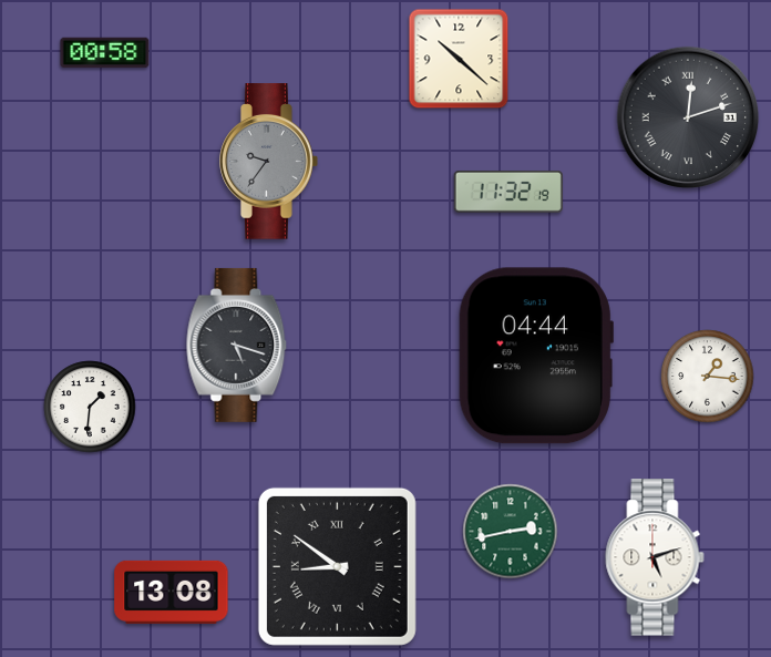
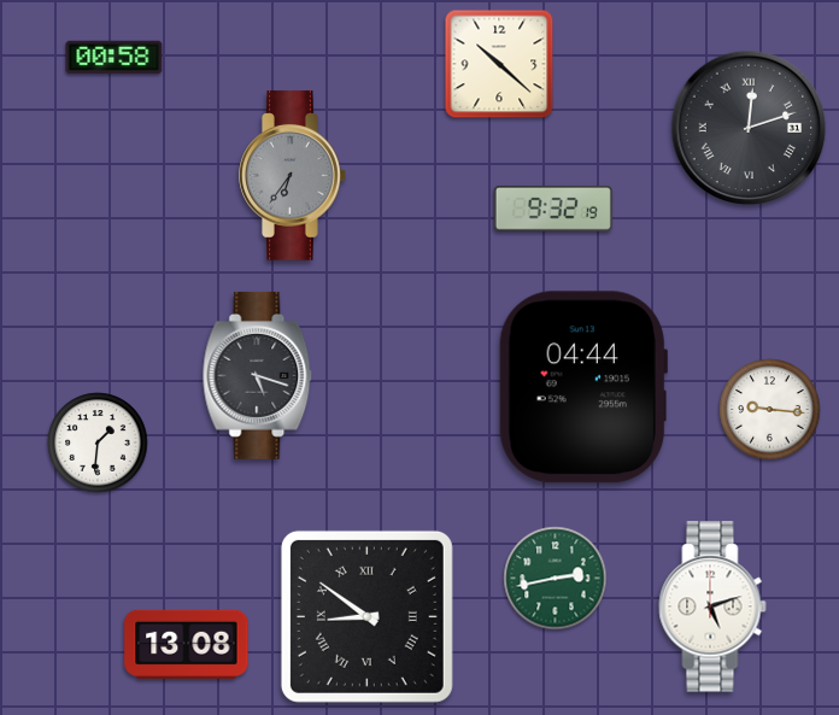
clock at (269, 162): 9:36 -> 6:36
clock at (508, 192): 11:32 -> 9:32
clock at (708, 377): 1:16 -> 9:16
